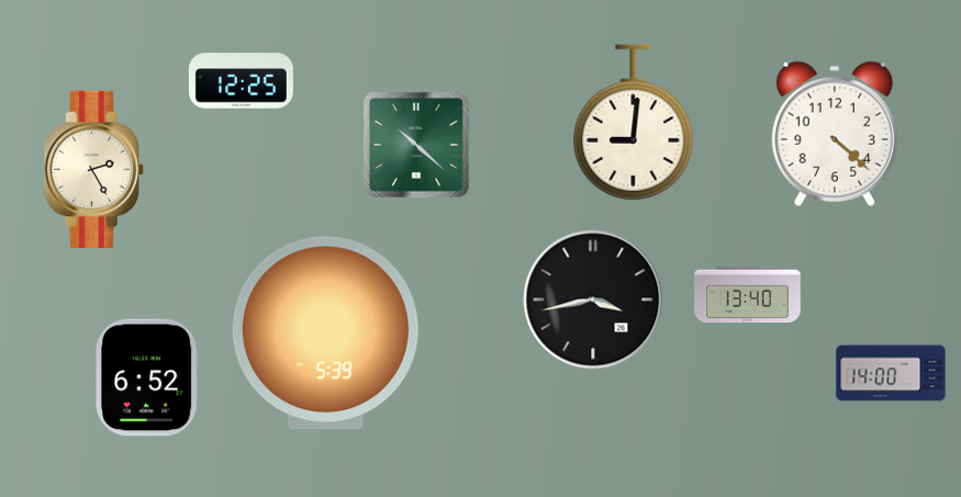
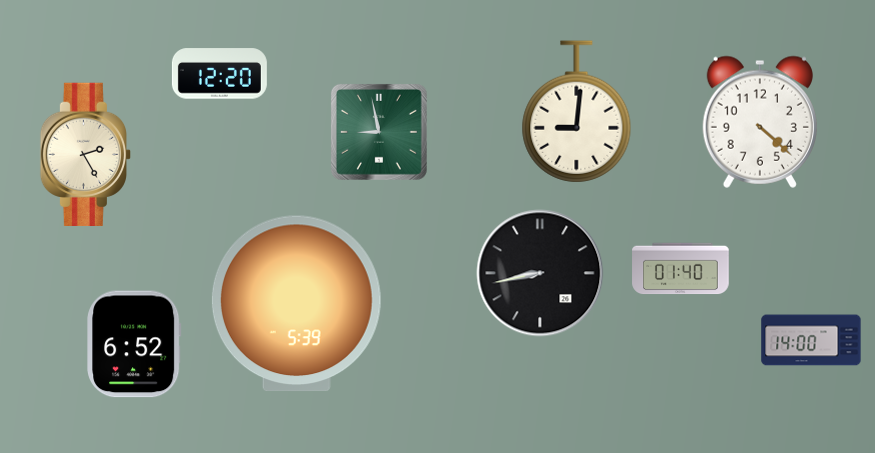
clock at (241, 81): 12:25 -> 12:20
clock at (416, 145): 10:22 -> 8:58
clock at (748, 295): 13:40 -> 01:40
clock at (593, 300): 3:43 -> 8:43
